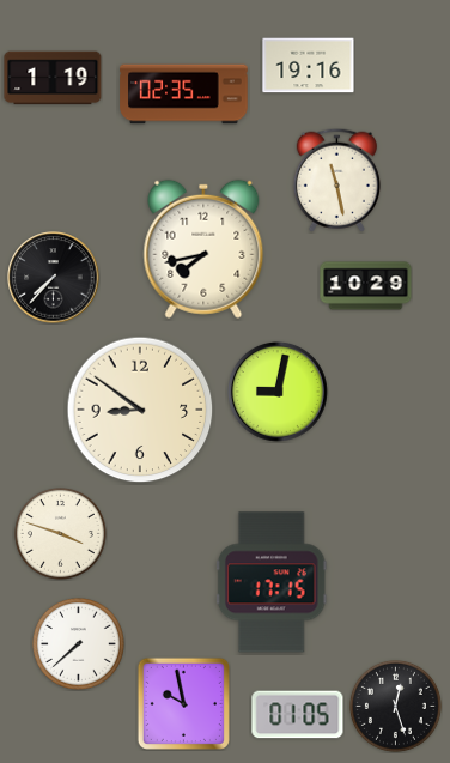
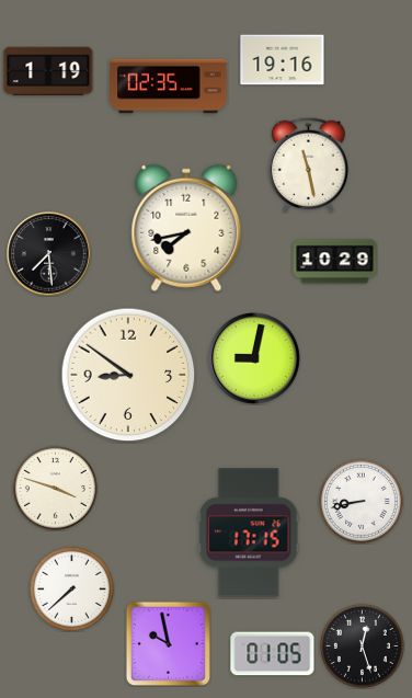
clock at (54, 278): 7:37 -> 7:29
clock at (360, 501): none -> 8:43
